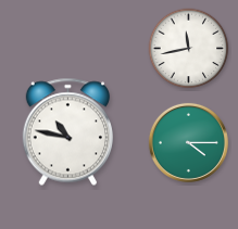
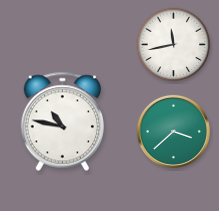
clock at (188, 142): 4:15 -> 3:38
